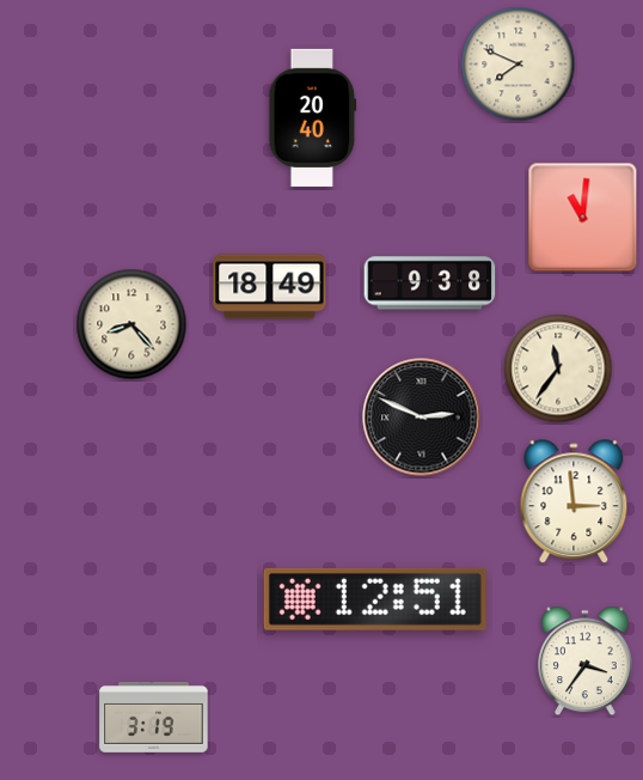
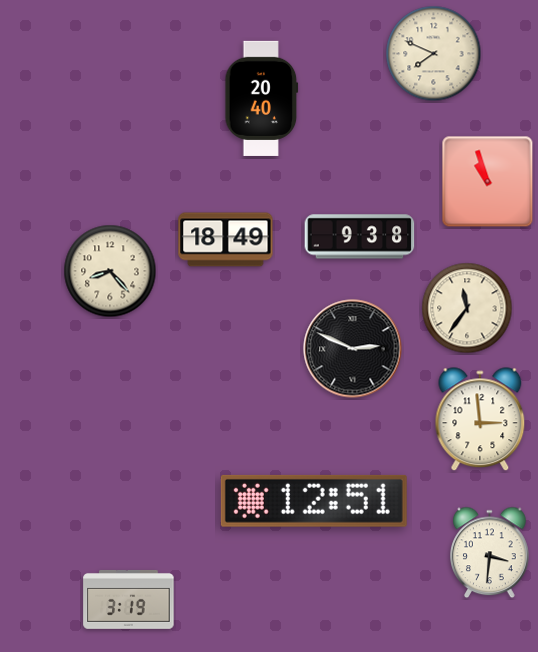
clock at (583, 218): 11:01 -> 10:57
clock at (586, 662): 3:36 -> 3:31
